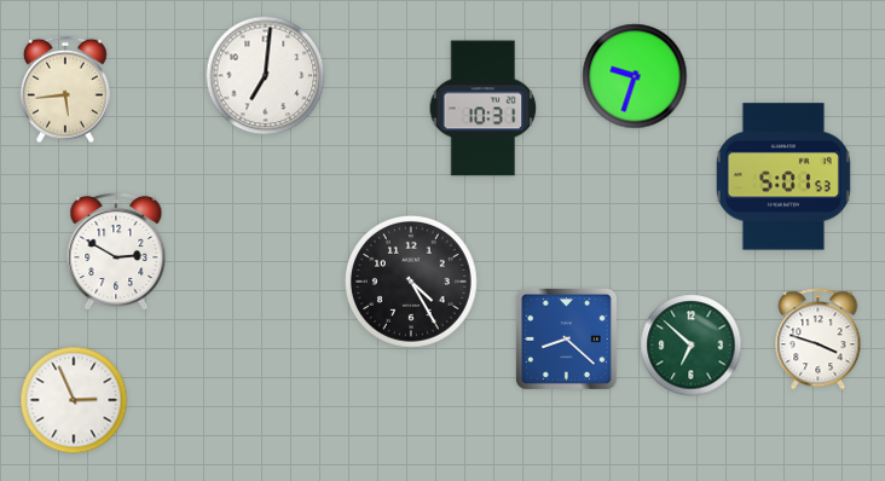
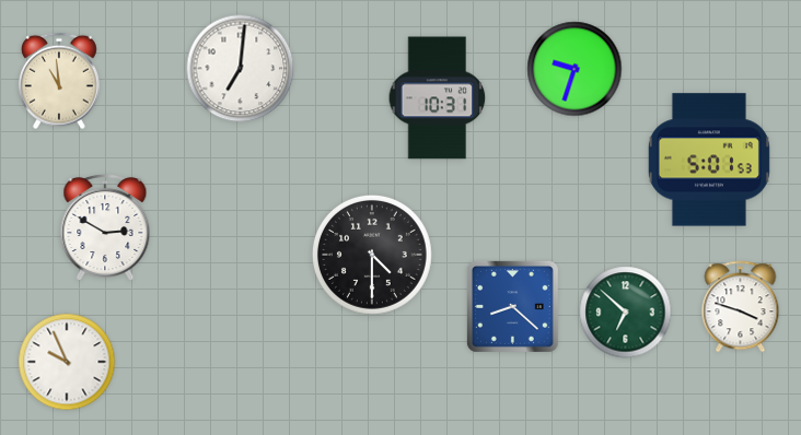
clock at (65, 89): 5:44 -> 10:59
clock at (412, 283): 4:25 -> 4:30
clock at (74, 400): 2:56 -> 9:56
